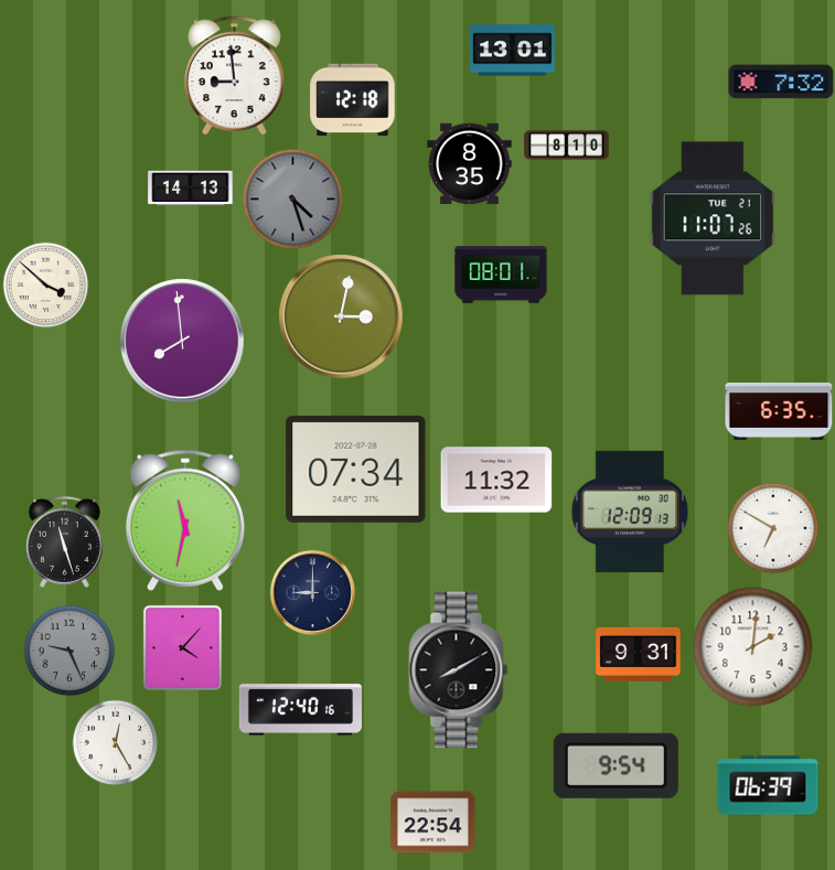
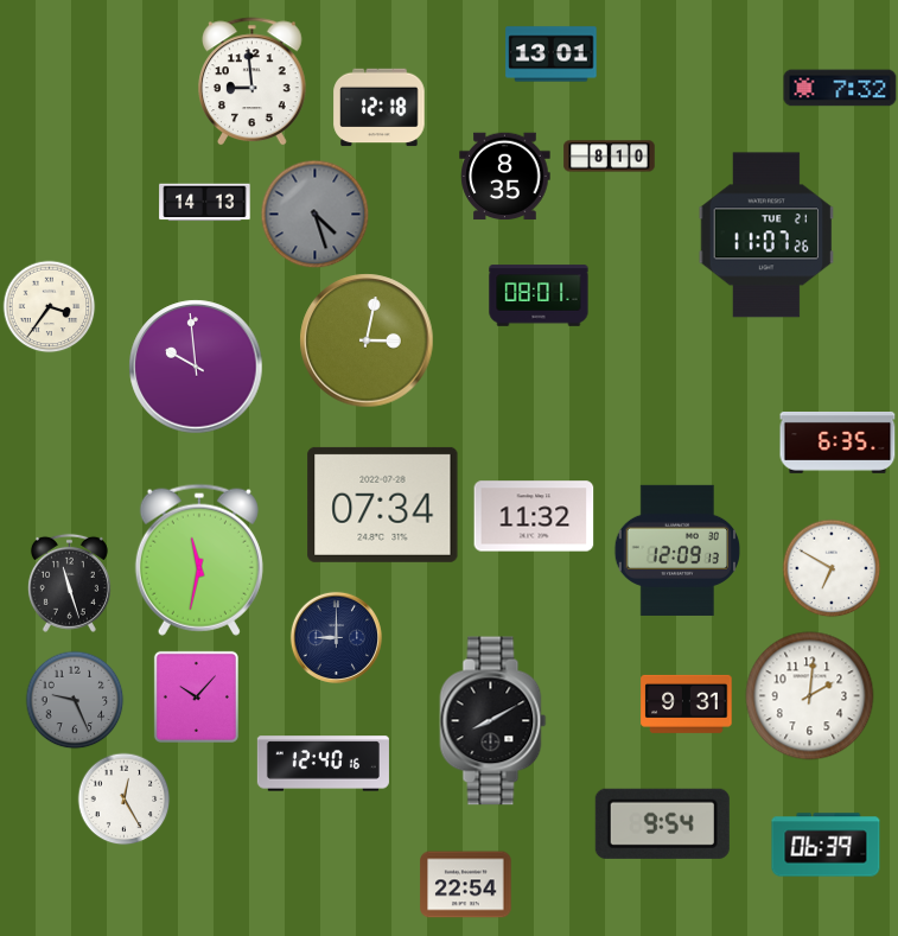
clock at (45, 284): 3:52 -> 3:36
clock at (182, 341): 7:59 -> 9:59
clock at (182, 647): 4:07 -> 10:07
